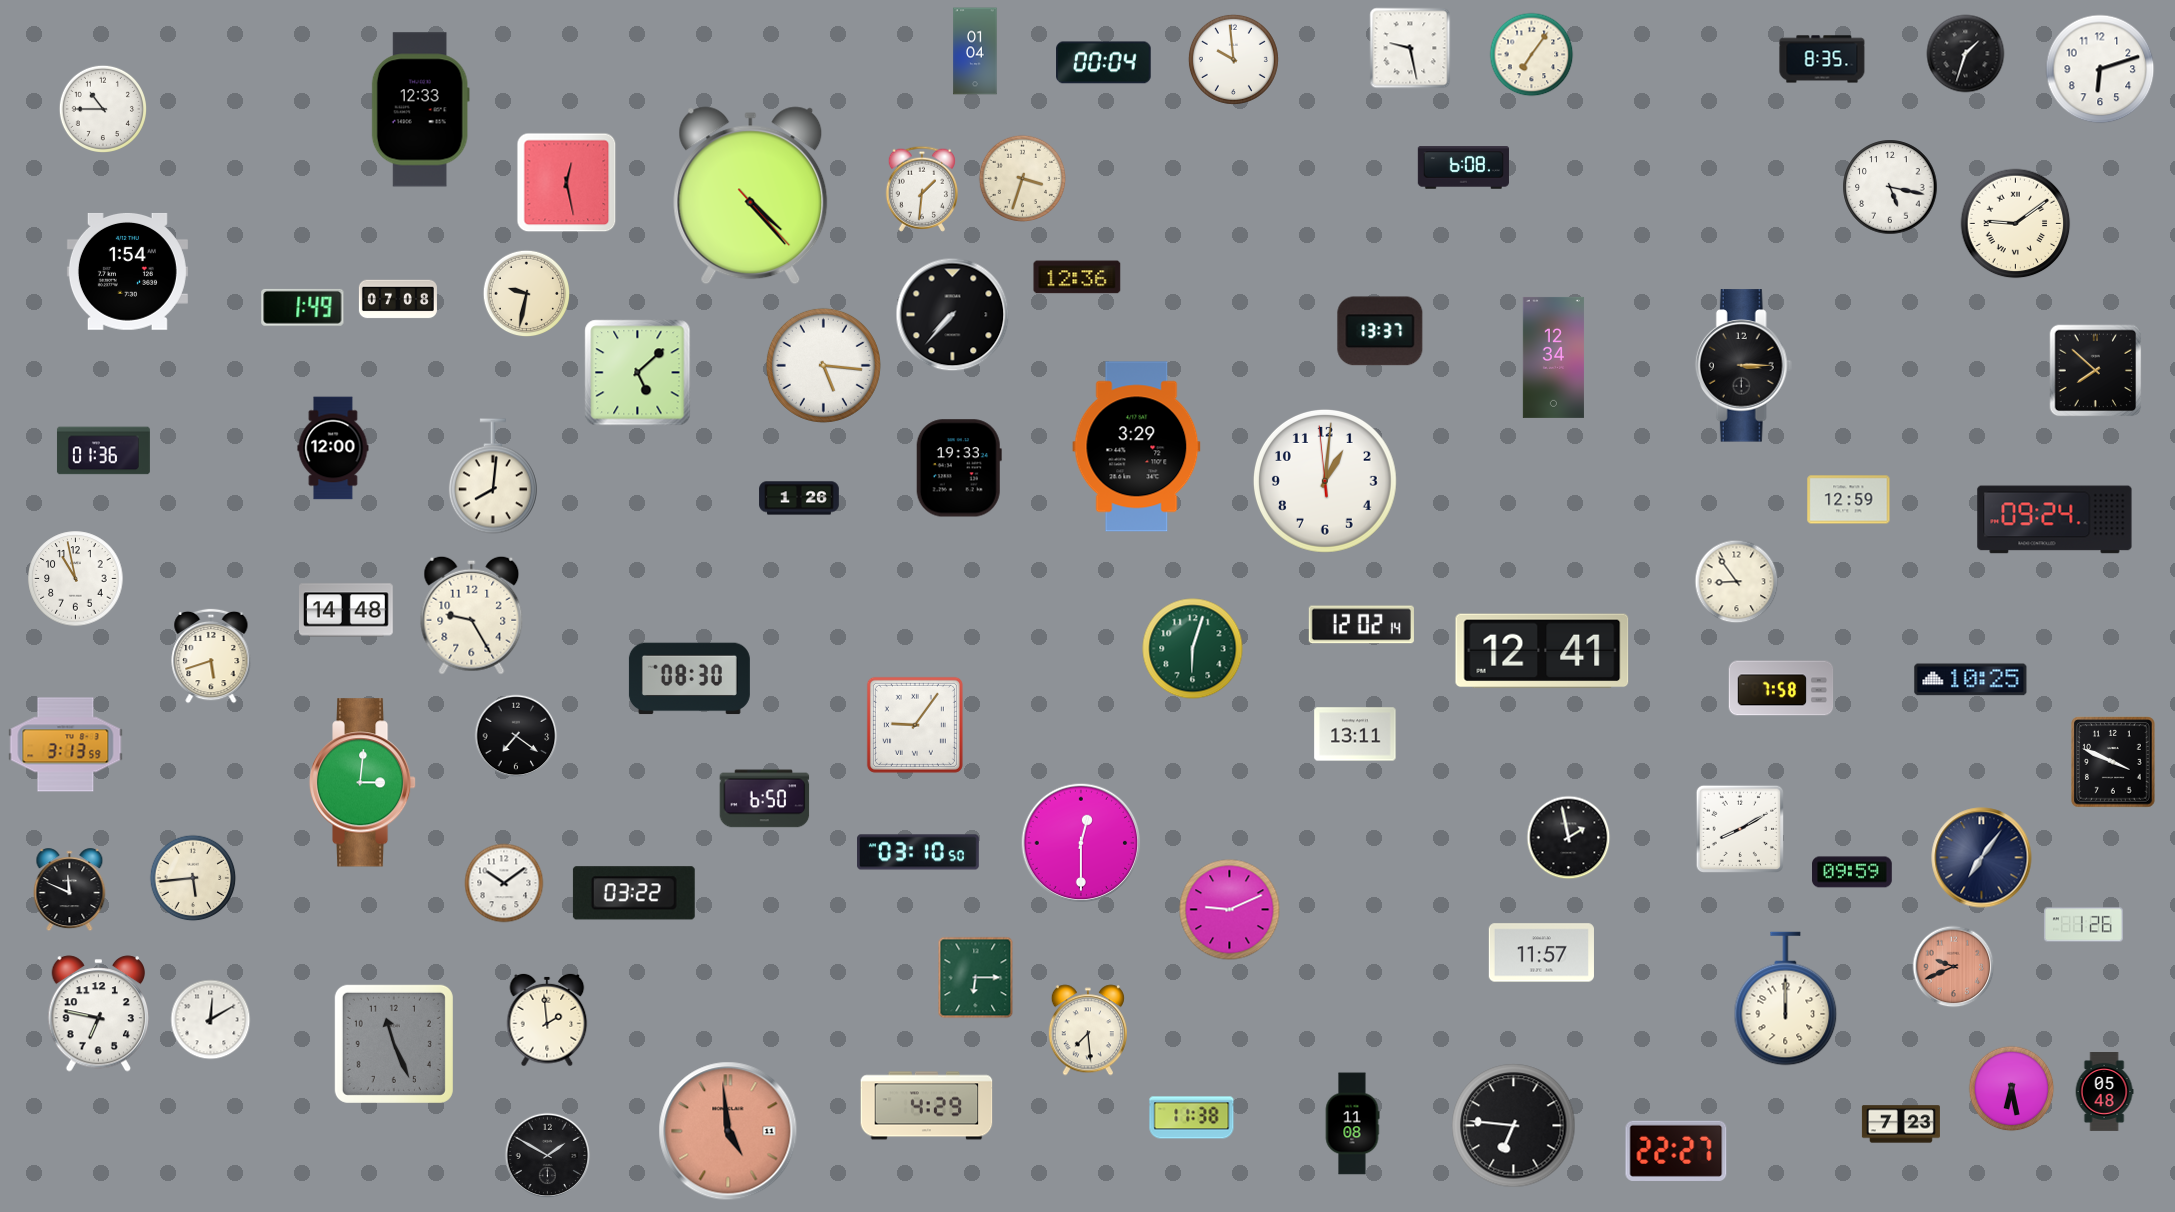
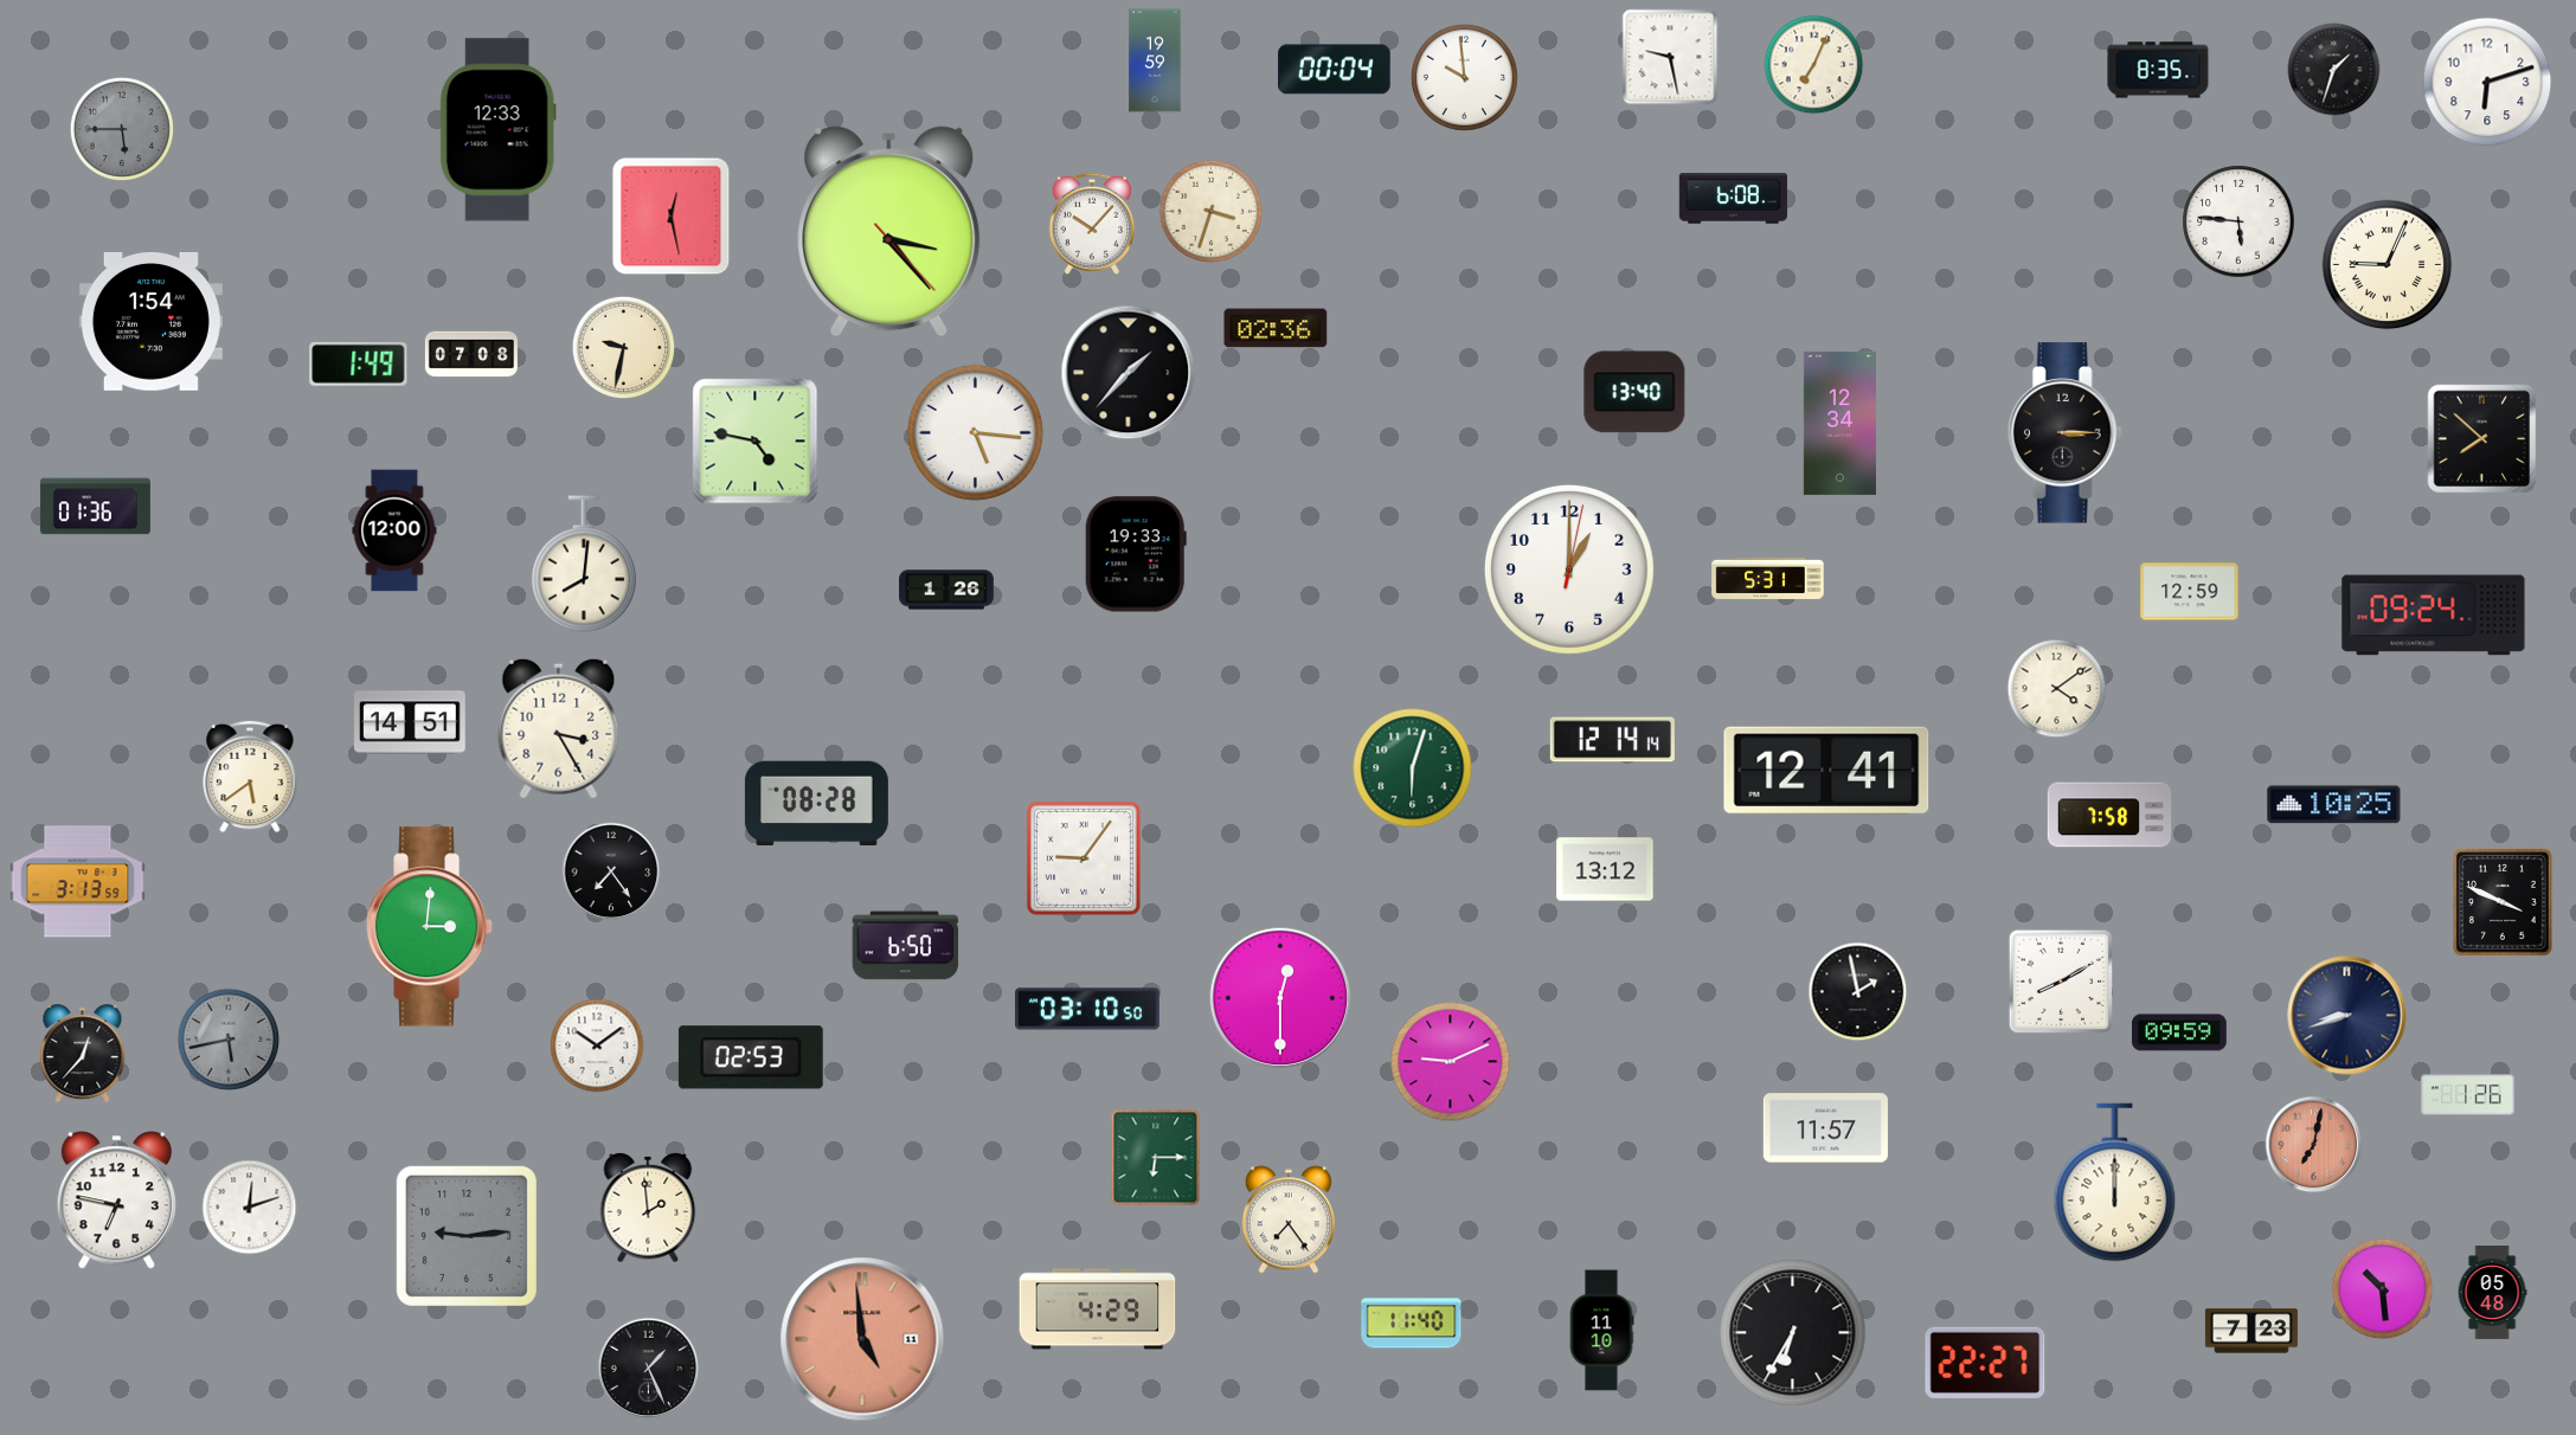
clock at (975, 51): 01:04 -> 19:59
clock at (1966, 54) position: (1966, 54) -> (2334, 70)
clock at (1532, 55): 7:06 -> 7:04
clock at (1233, 59) position: (1233, 59) -> (1464, 77)
clock at (1104, 63) position: (1104, 63) -> (1335, 70)
clock at (102, 108): 10:45 -> 5:45
clock at (102, 108) dial: white -> grey
clock at (1890, 187): 5:17 -> 5:46
clock at (921, 189): 1:31 -> 10:07
clock at (751, 196): 4:23 -> 3:23
clock at (2016, 224): 9:09 -> 9:04
clock at (1077, 277): 12:36 -> 02:36
clock at (953, 315): 7:37 -> 1:37
clock at (1380, 331): 13:37 -> 13:40
clock at (638, 373): 5:08 -> 4:47
clock at (1137, 447): 3:29 -> none
clock at (103, 451) position: (103, 451) -> (95, 507)
clock at (1325, 481): 1:00:59 -> 1:00:02
clock at (1768, 578): none -> 5:31
clock at (76, 579): 10:58 -> none
clock at (1737, 582): 8:54 -> 4:09
clock at (347, 610): 14:48 -> 14:51
clock at (472, 615): 9:25 -> 3:25
clock at (1361, 625): 12:02 -> 12:14
clock at (211, 656): 5:42 -> 5:39
clock at (689, 679): 08:30 -> 08:28
clock at (1355, 734): 13:11 -> 13:12
clock at (516, 736): 7:21 -> 7:24
clock at (1982, 858): 7:06 -> 8:42
clock at (1852, 872) position: (1852, 872) -> (2179, 1032)
clock at (193, 878): 5:44 -> 5:43
clock at (193, 878) dial: cream -> grey
clock at (70, 890): 11:49 -> 12:37
clock at (634, 893): 03:22 -> 02:53
clock at (1230, 910) position: (1230, 910) -> (1451, 1062)
clock at (1954, 967): 9:41 -> 7:02
clock at (211, 1020): 12:10 -> 12:12
clock at (1088, 1030): 7:29 -> 7:24
clock at (394, 1044): 11:26 -> 9:14
clock at (2012, 1089): 6:28 -> 10:29
clock at (1192, 1118): 11:38 -> 11:40
clock at (1352, 1124): 11:08 -> 11:10
clock at (1514, 1126): 6:46 -> 6:35
clock at (548, 1156): 1:50 -> 1:26
